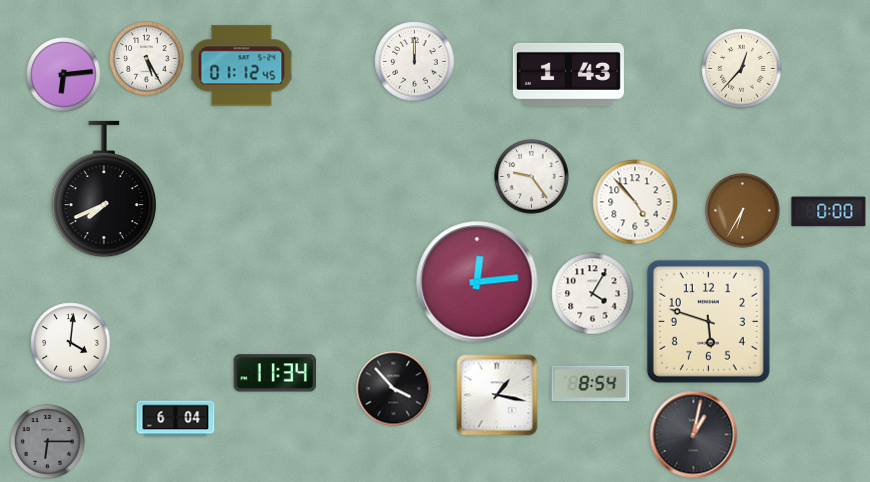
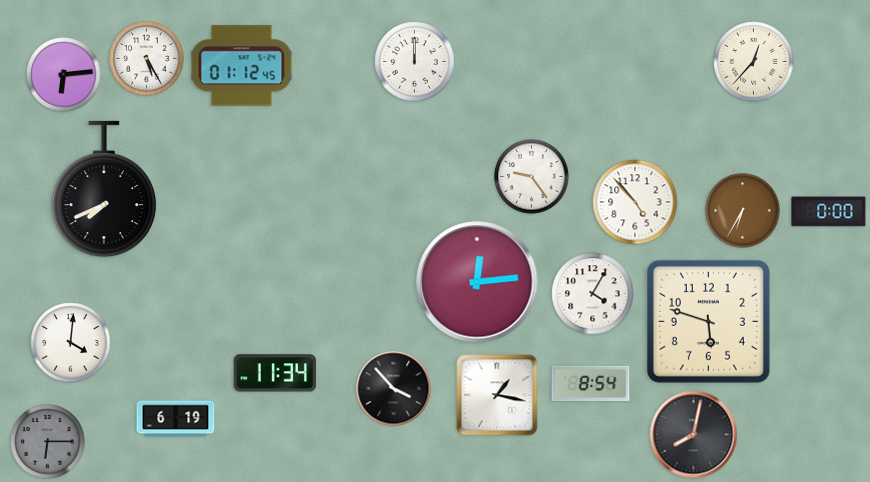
clock at (742, 69) position: (742, 69) -> (754, 62)
clock at (568, 74): 1:43 -> none
clock at (176, 419): 6:04 -> 6:19
clock at (694, 435): 1:02 -> 8:02
